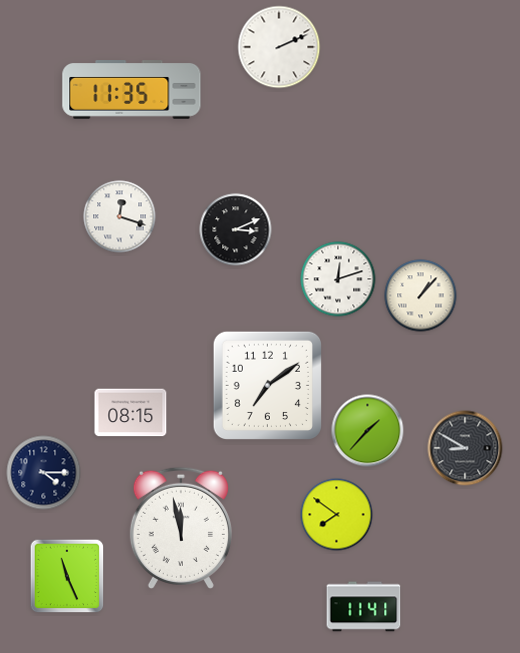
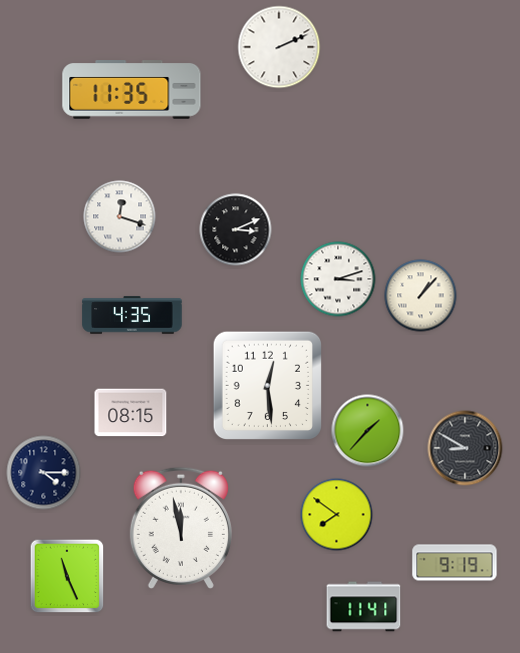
clock at (338, 279): 12:12 -> 3:12
clock at (132, 315): none -> 4:35
clock at (268, 386): 7:09 -> 12:29
clock at (455, 563): none -> 9:19
